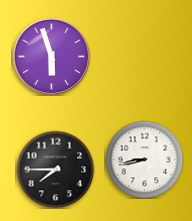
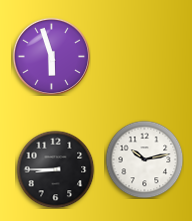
clock at (144, 159): 8:43 -> 10:13
clock at (55, 169): 7:45 -> 8:45
